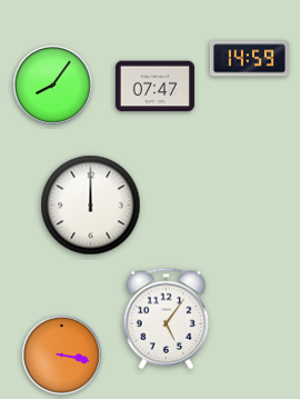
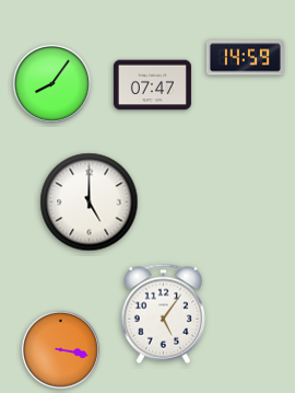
clock at (91, 206): 12:00 -> 5:00
